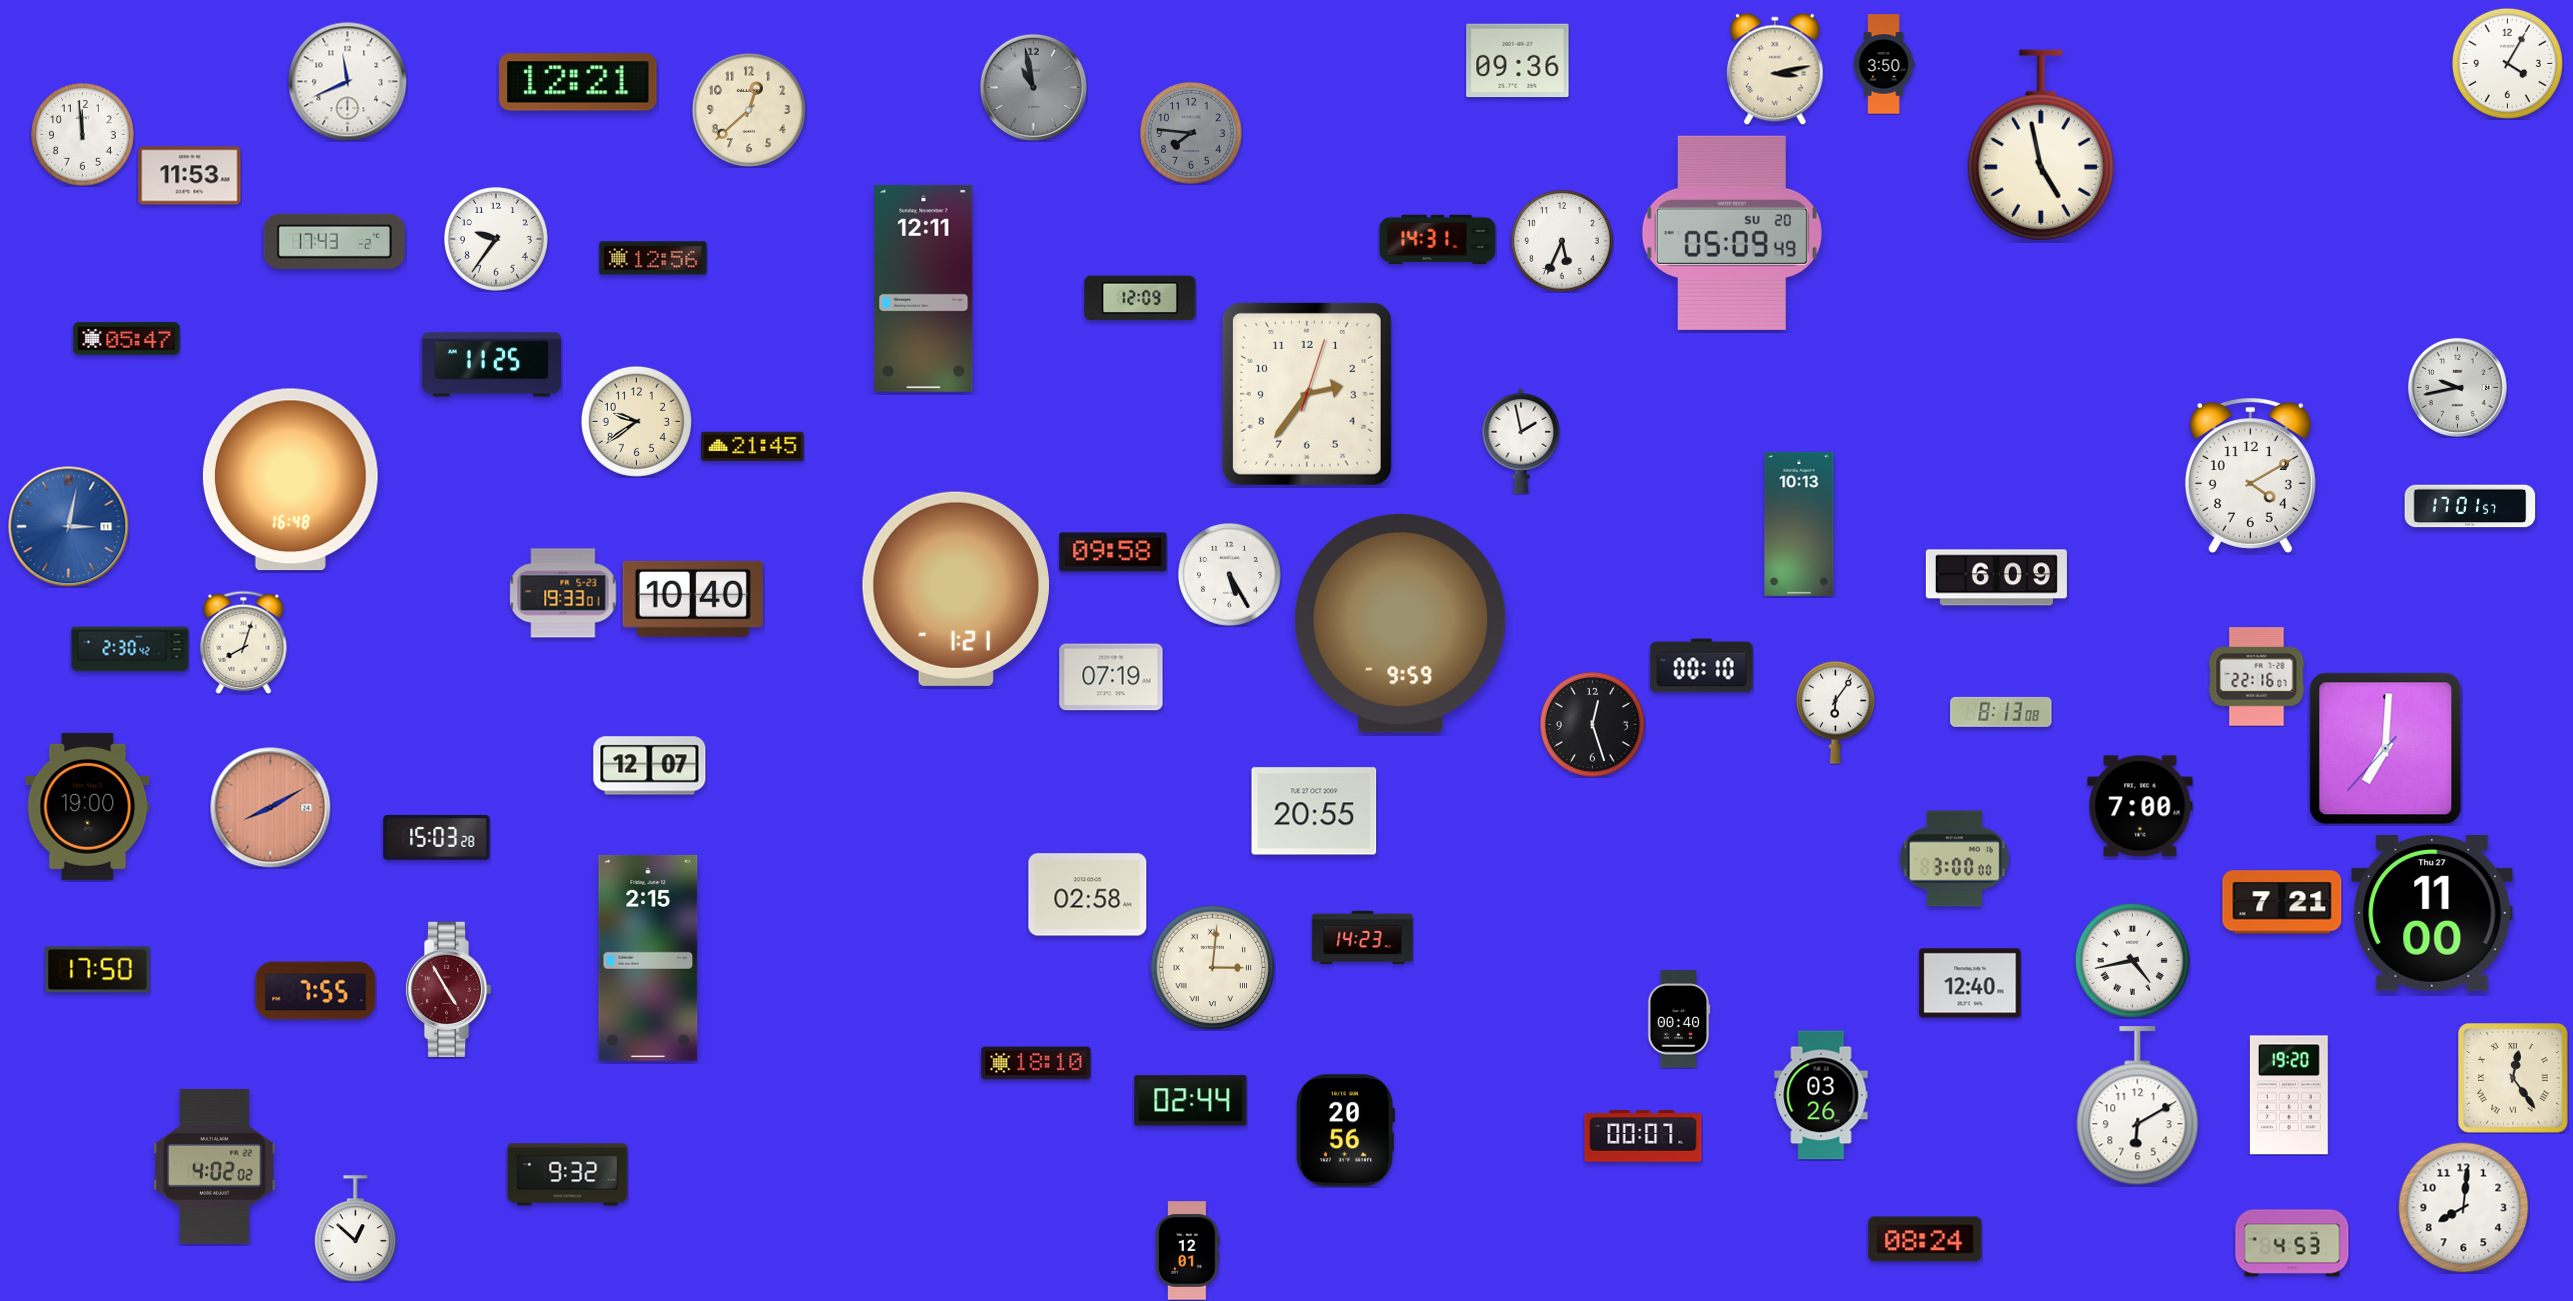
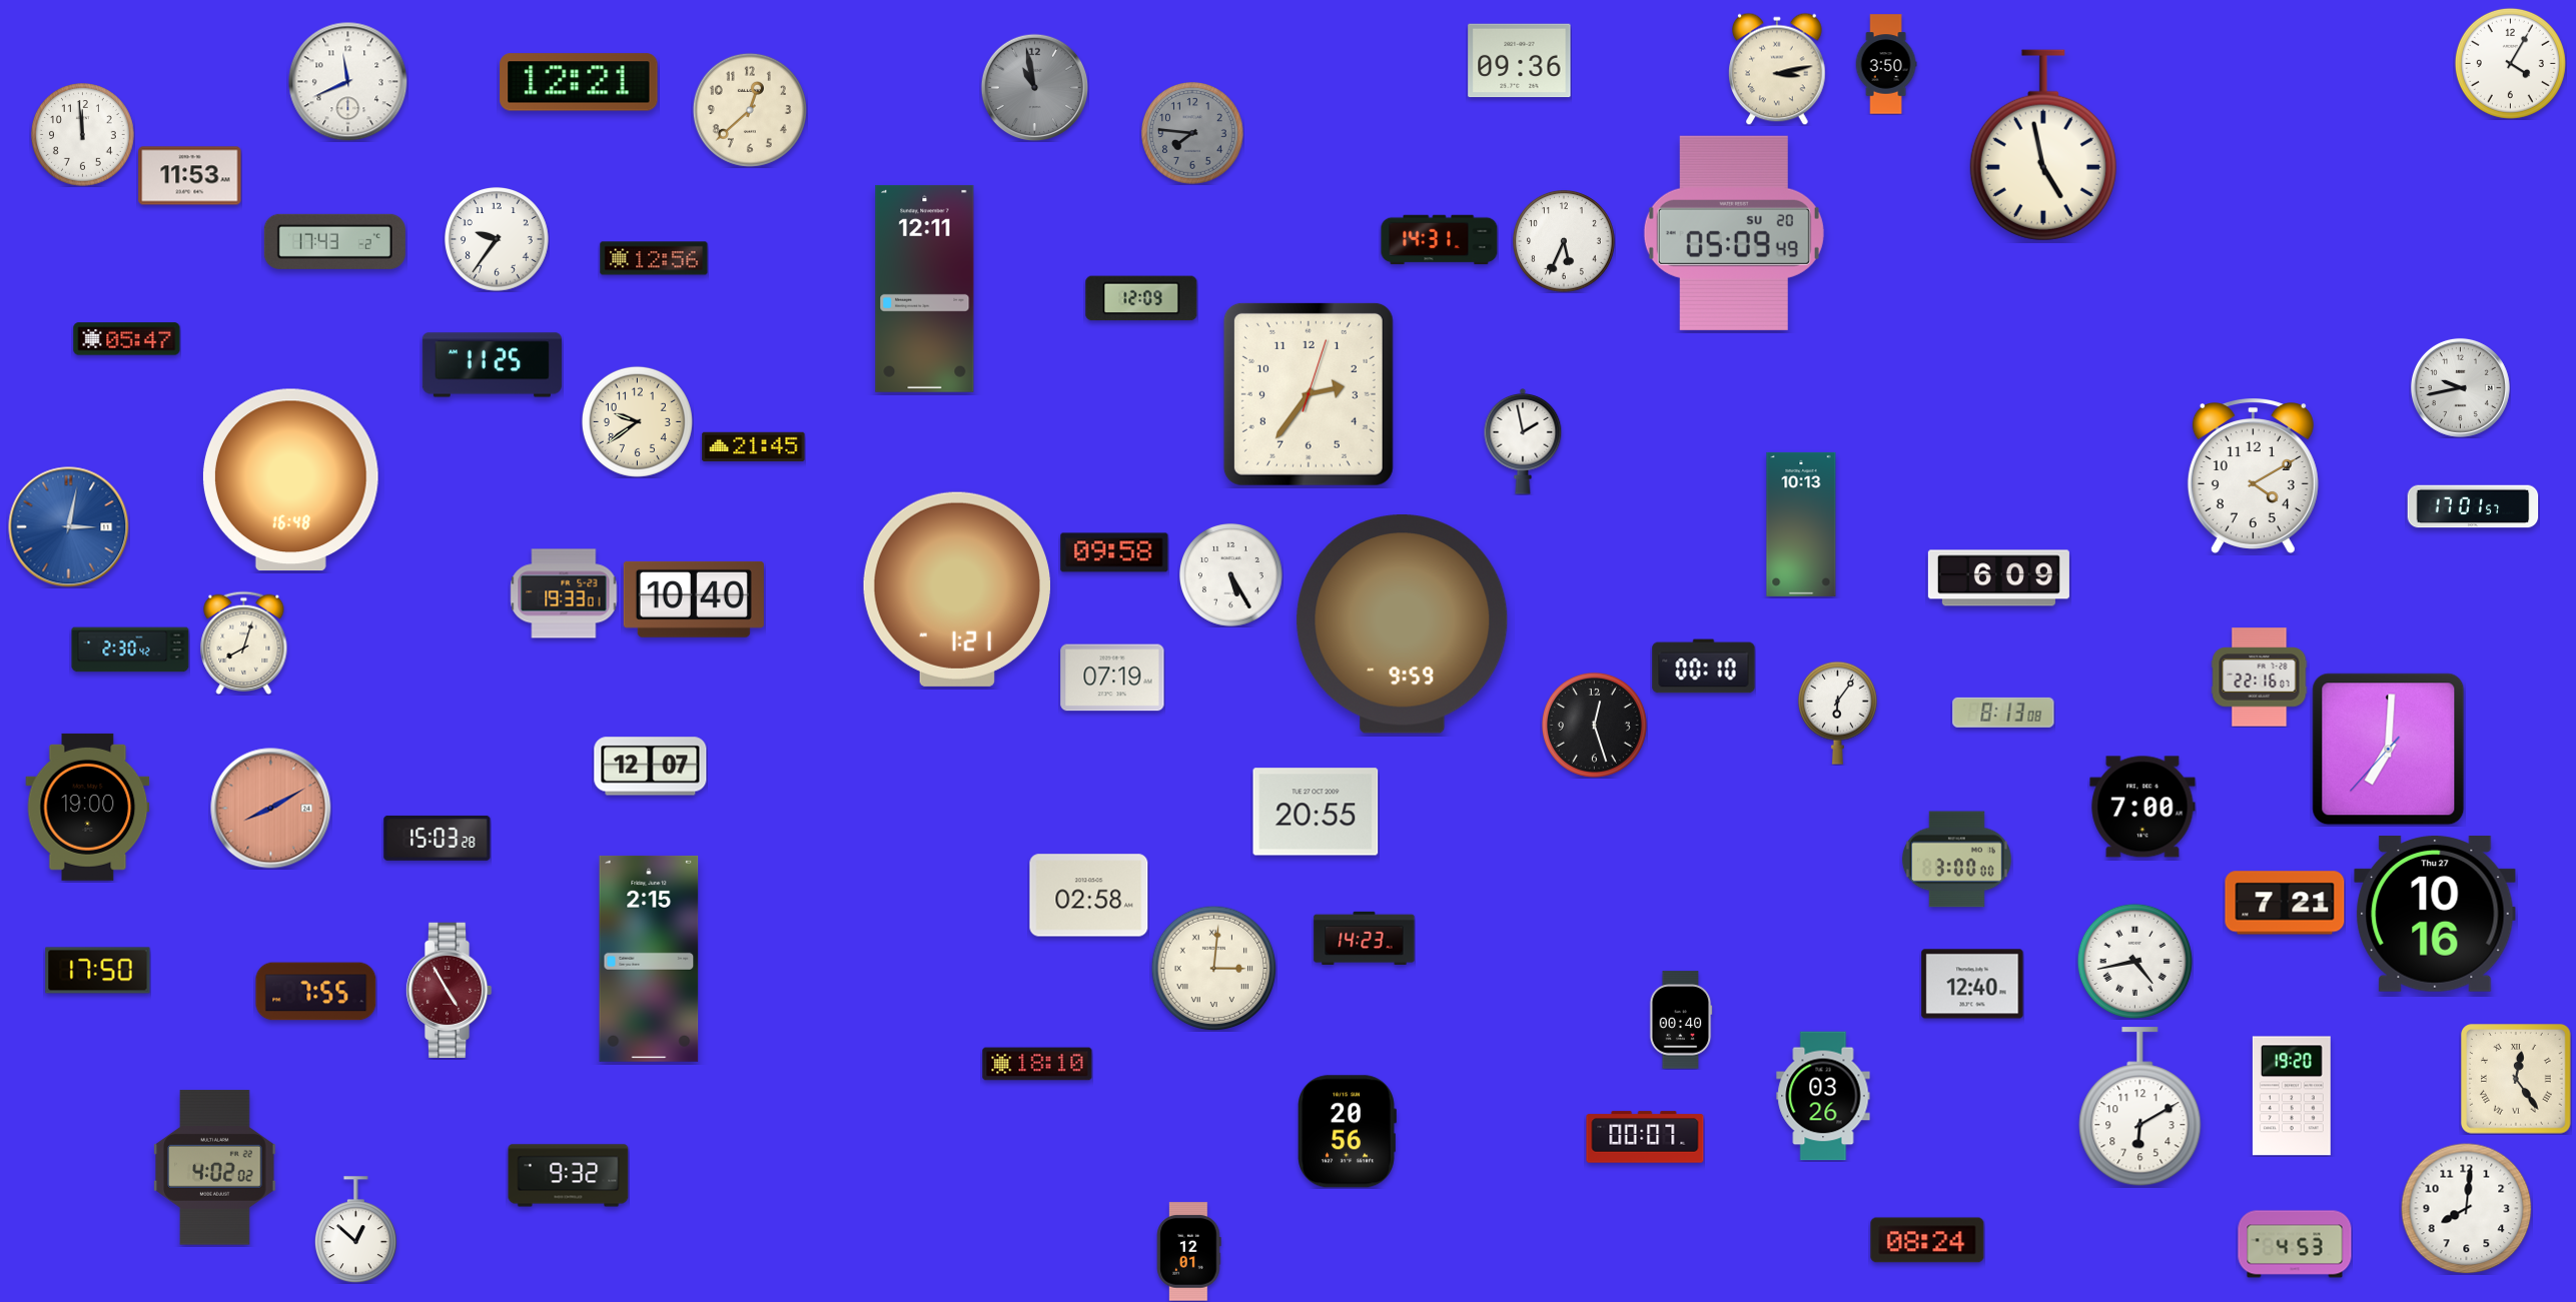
clock at (2432, 913): 11:00 -> 10:16
clock at (1191, 1101): 02:44 -> none
